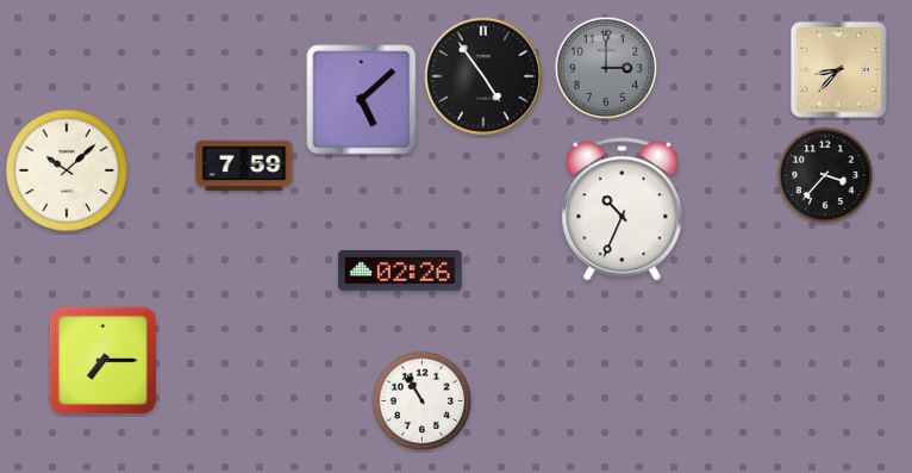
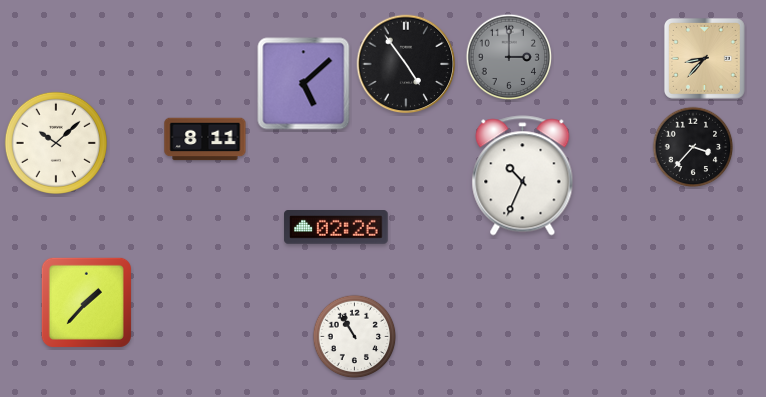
clock at (244, 166): 7:59 -> 8:11
clock at (102, 360): 7:15 -> 1:37
